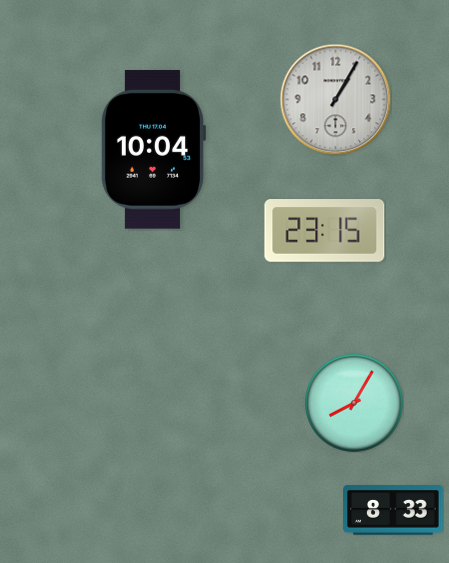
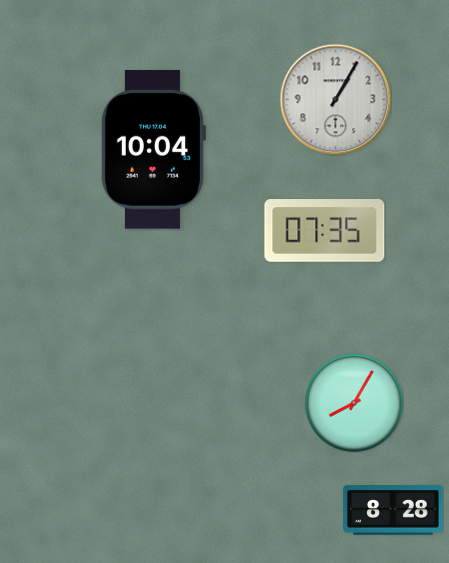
clock at (325, 231): 23:15 -> 07:35
clock at (393, 510): 8:33 -> 8:28
